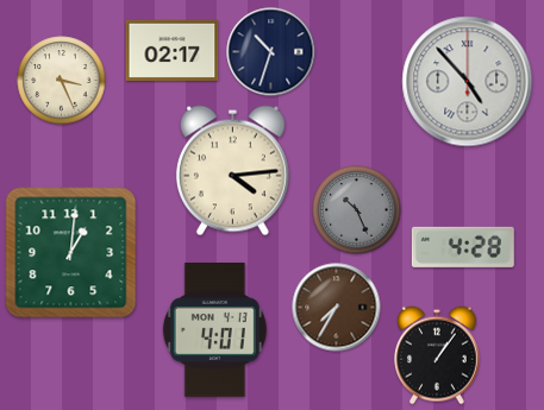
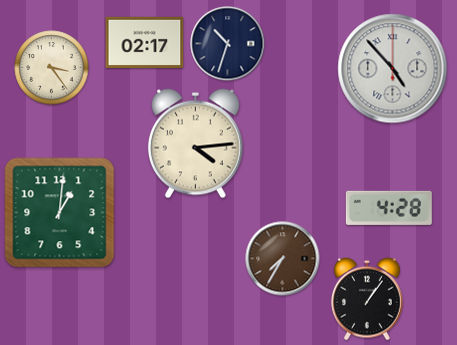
clock at (62, 81): 3:26 -> 3:24
clock at (357, 210): 10:26 -> none
clock at (214, 330): 4:01 -> none
